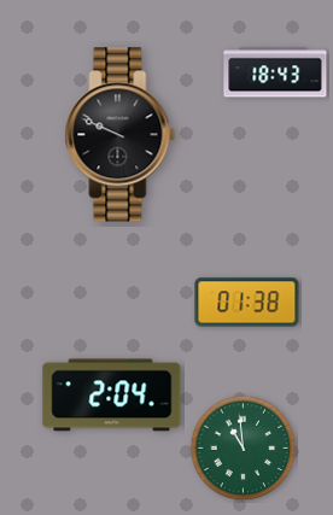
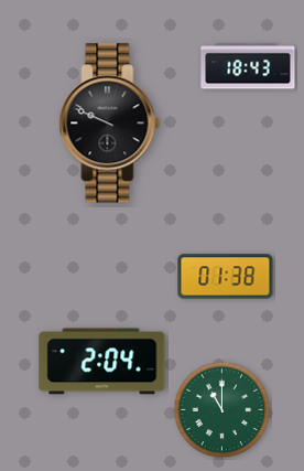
clock at (275, 72) position: (275, 72) -> (248, 66)
clock at (244, 449): 10:59 -> 11:00
